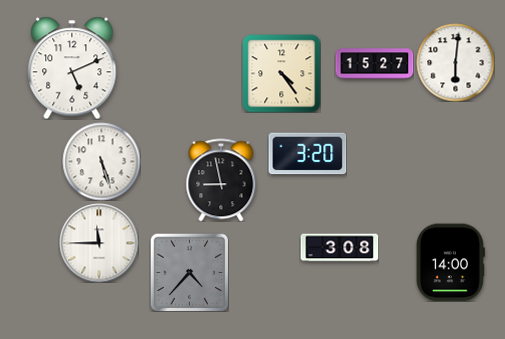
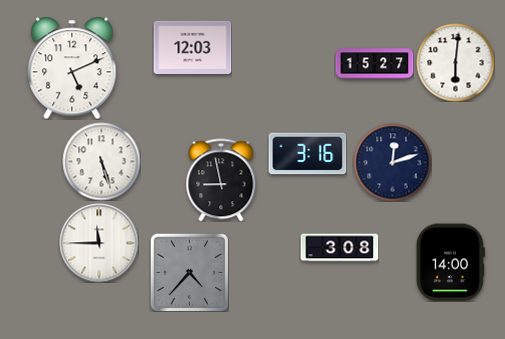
clock at (192, 47): none -> 12:03
clock at (281, 73): 4:24 -> none
clock at (307, 154): 3:20 -> 3:16
clock at (392, 162): none -> 12:12
